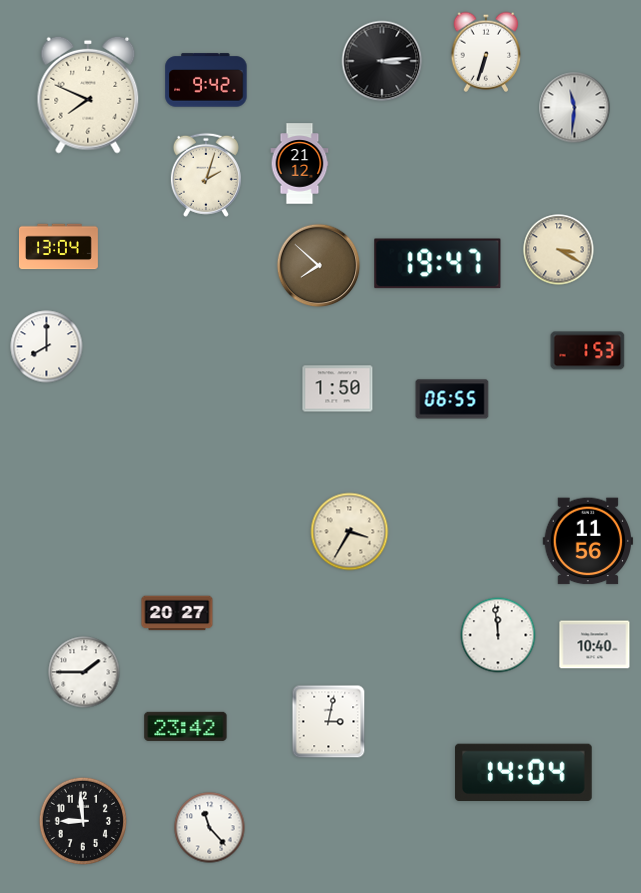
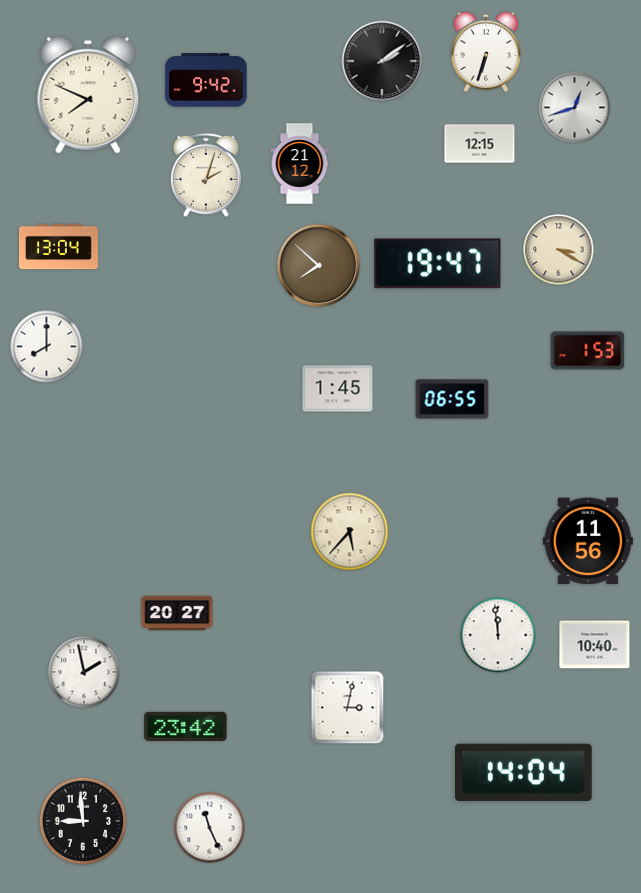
clock at (382, 61): 3:14 -> 2:09
clock at (575, 108): 11:31 -> 12:42
clock at (480, 144): none -> 12:15
clock at (338, 389): 1:50 -> 1:45
clock at (350, 532): 3:35 -> 5:37
clock at (84, 672): 1:45 -> 1:58
clock at (329, 722) position: (329, 722) -> (348, 708)
clock at (210, 828): 11:23 -> 11:26
